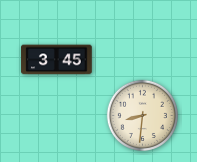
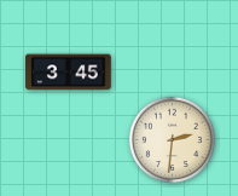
clock at (142, 115): 8:31 -> 2:31
